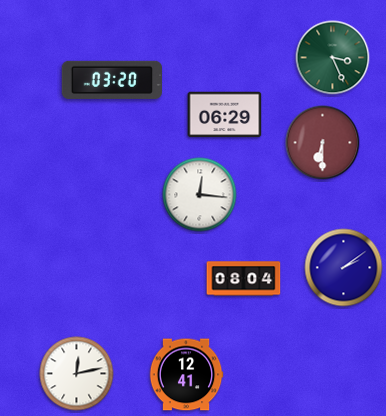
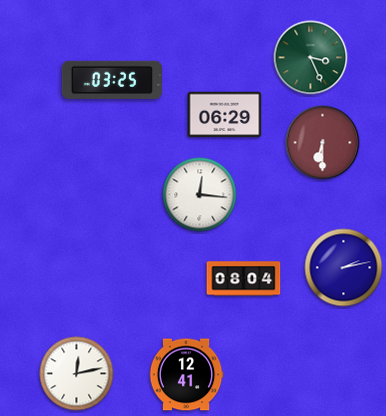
clock at (333, 58) position: (333, 58) -> (311, 58)
clock at (112, 80): 03:20 -> 03:25
clock at (344, 268): 2:09 -> 2:13
